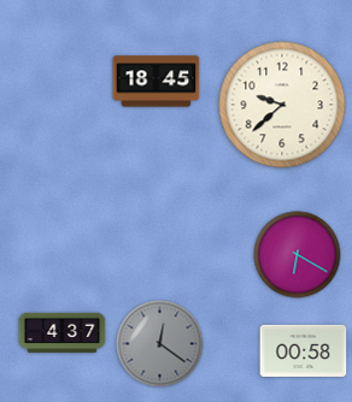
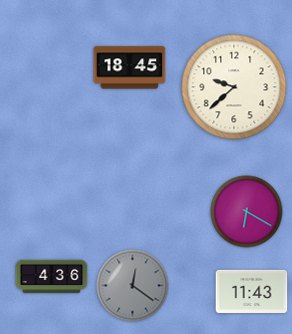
clock at (63, 333): 4:37 -> 4:36
clock at (304, 350): 00:58 -> 11:43
